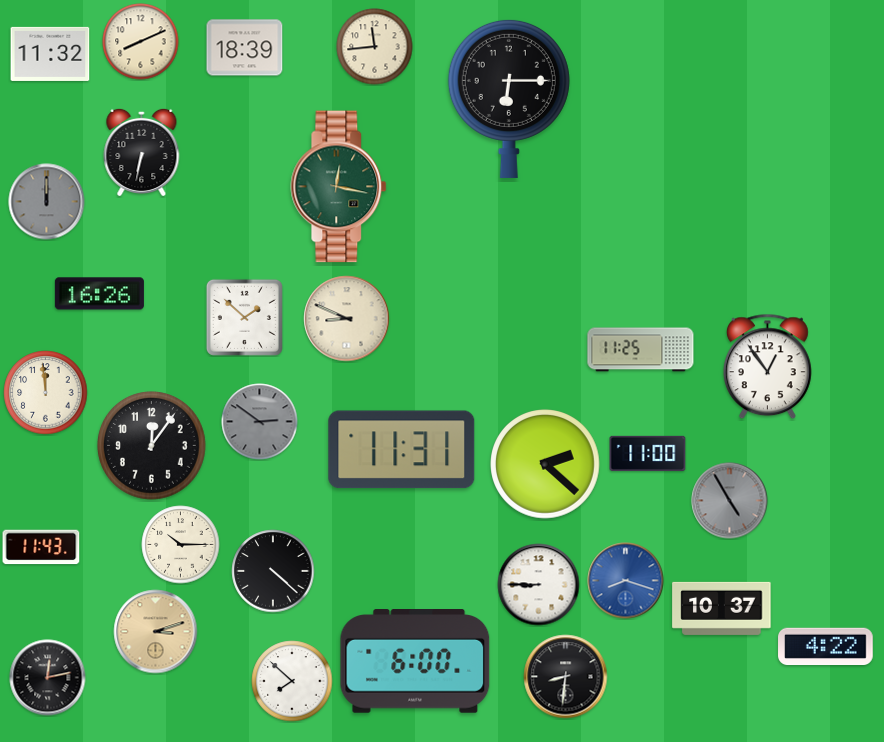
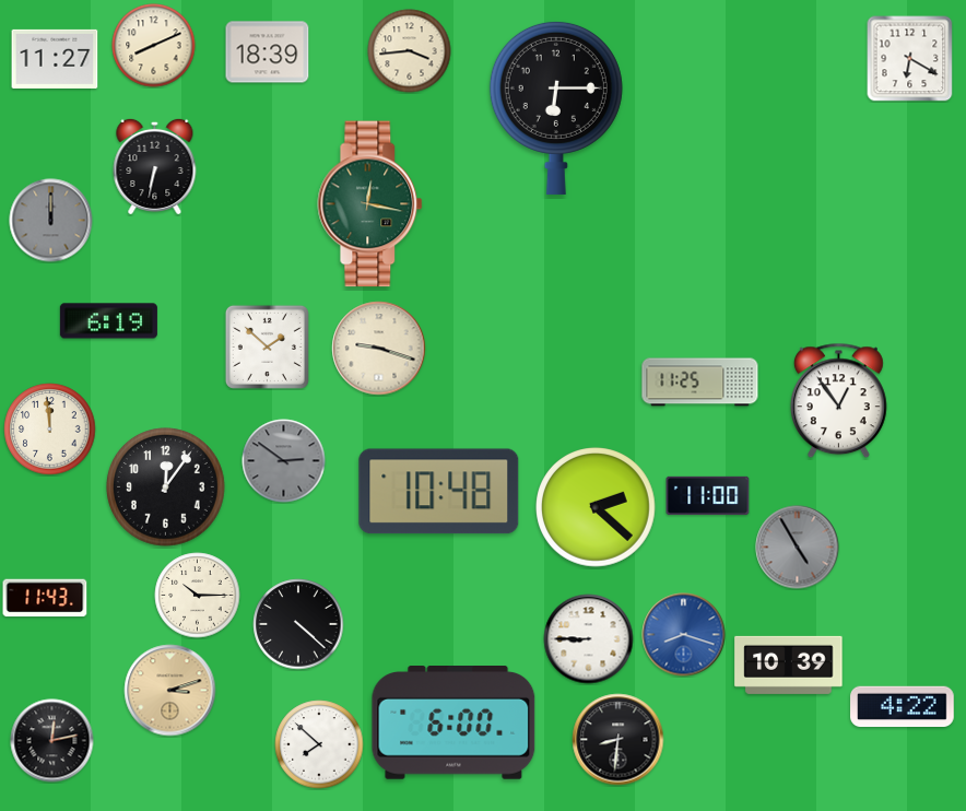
clock at (375, 47): 11:44 -> 3:44
clock at (50, 54): 11:32 -> 11:27
clock at (910, 59): none -> 6:20
clock at (99, 294): 16:26 -> 6:19
clock at (347, 319): 8:49 -> 9:18
clock at (402, 450): 11:31 -> 10:48
clock at (722, 608): 10:37 -> 10:39
